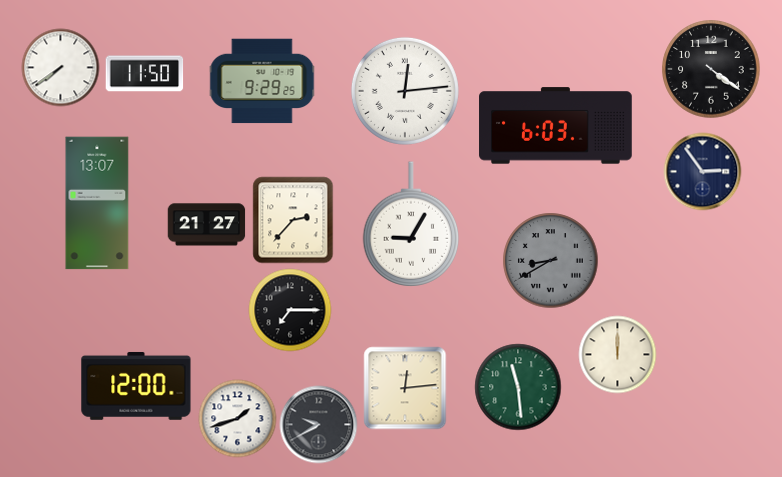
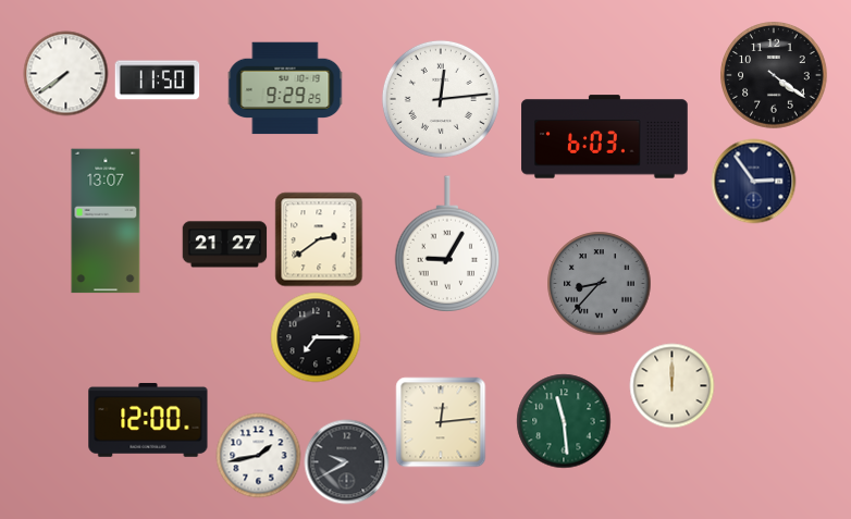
clock at (702, 171) position: (702, 171) -> (753, 181)
clock at (293, 220): 2:37 -> 2:39
clock at (550, 260): 8:40 -> 8:37
clock at (237, 418): 1:42 -> 1:43
